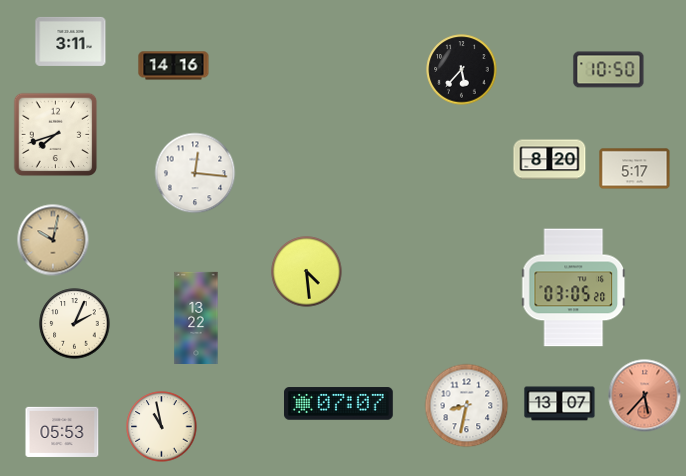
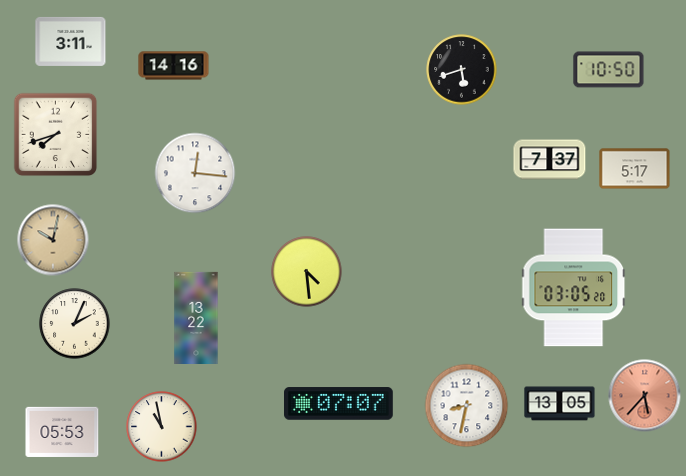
clock at (462, 70): 5:37 -> 5:42
clock at (550, 160): 8:20 -> 7:37
clock at (560, 404): 13:07 -> 13:05
